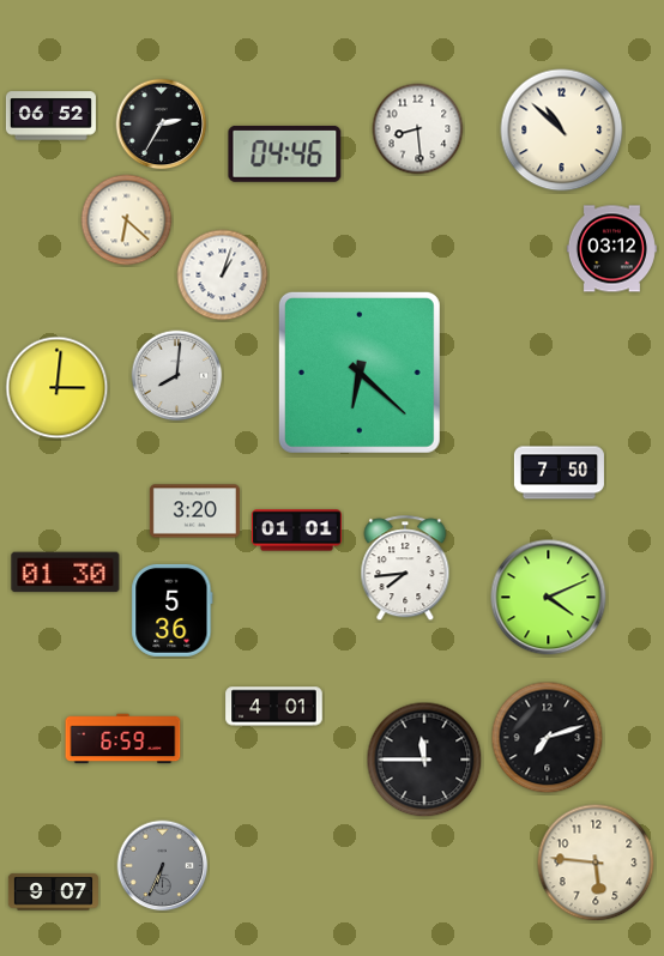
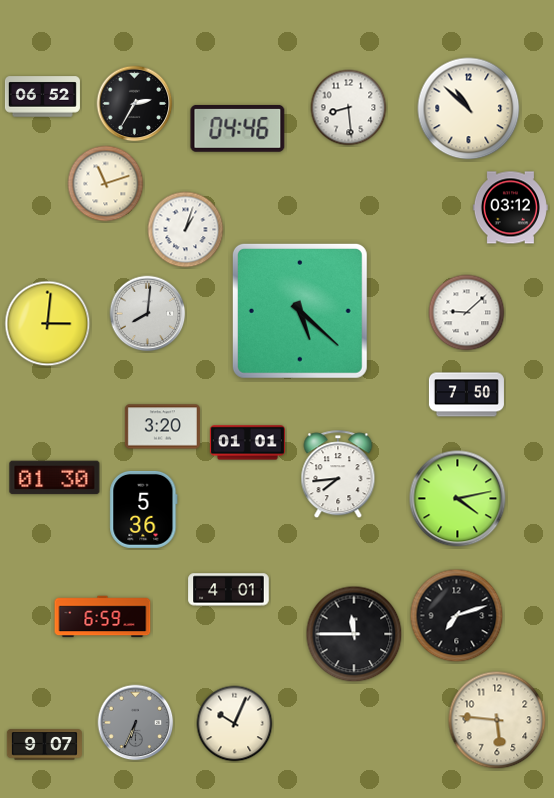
clock at (127, 220): 6:22 -> 11:12
clock at (360, 373): 6:22 -> 5:22
clock at (467, 313): none -> 9:08
clock at (549, 598): 4:11 -> 4:13
clock at (235, 724): none -> 10:04
